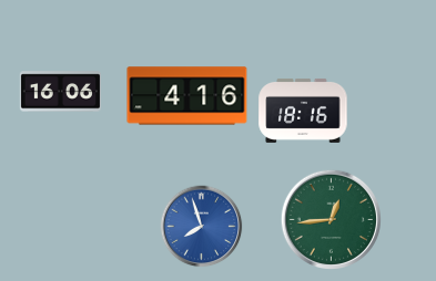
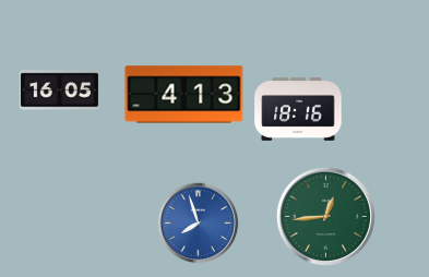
clock at (60, 92): 16:06 -> 16:05
clock at (187, 96): 4:16 -> 4:13
